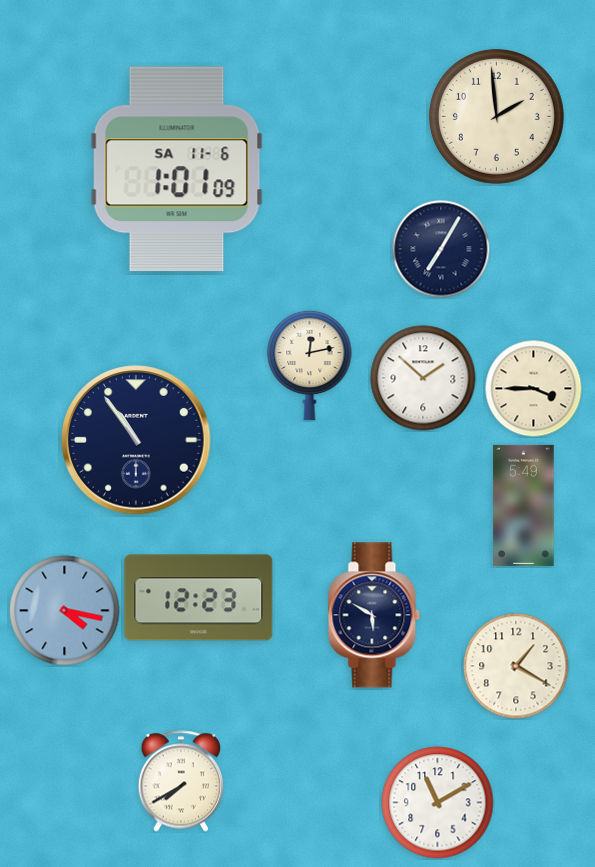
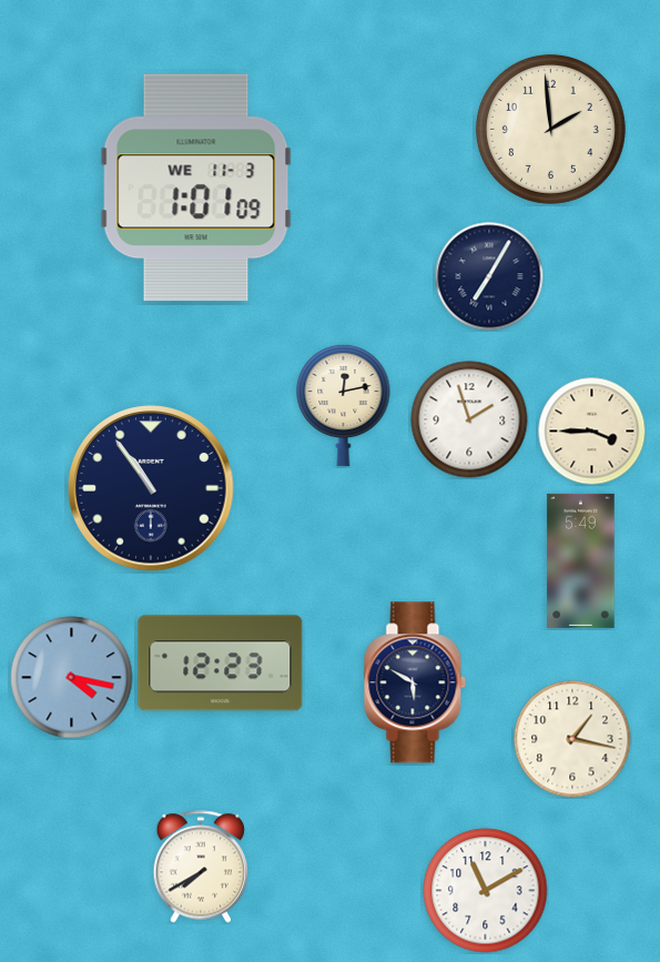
clock at (177, 169) date: SA 11-6 -> WE 11-3
clock at (423, 378): 1:52 -> 1:57
clock at (516, 666): 1:20 -> 1:17
